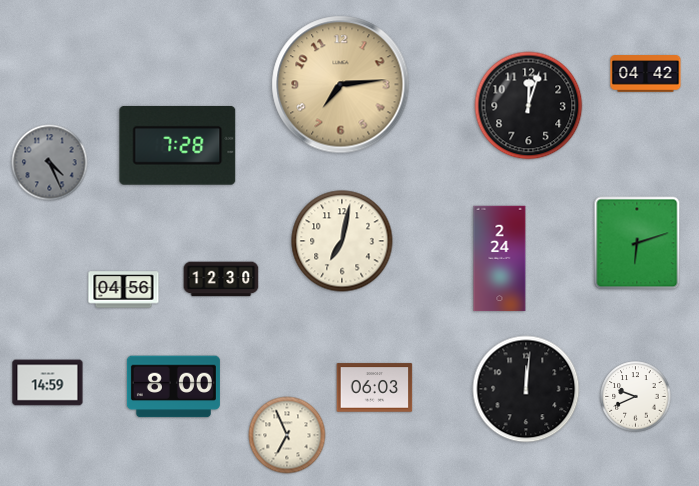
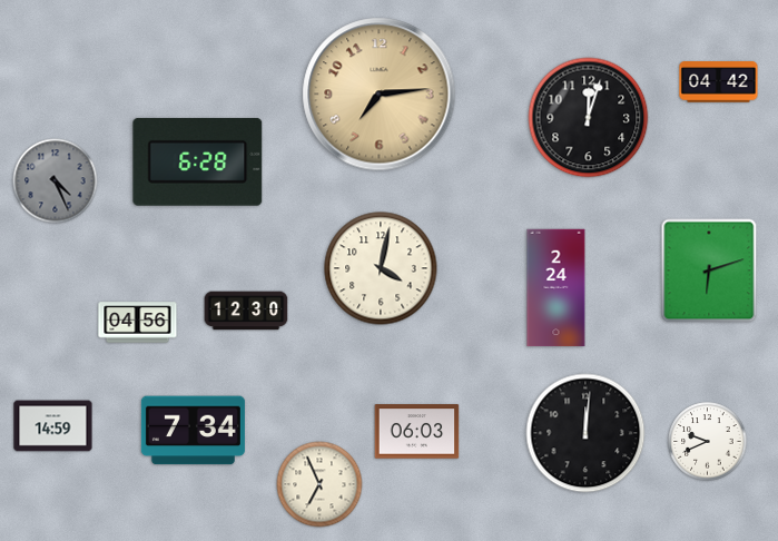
clock at (178, 145): 7:28 -> 6:28
clock at (342, 241): 7:02 -> 4:02
clock at (173, 387): 8:00 -> 7:34
